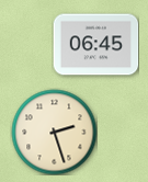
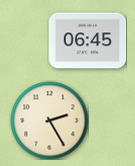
clock at (54, 132): 2:27 -> 2:25
